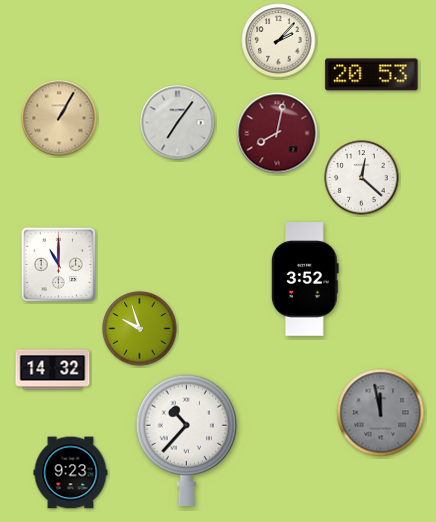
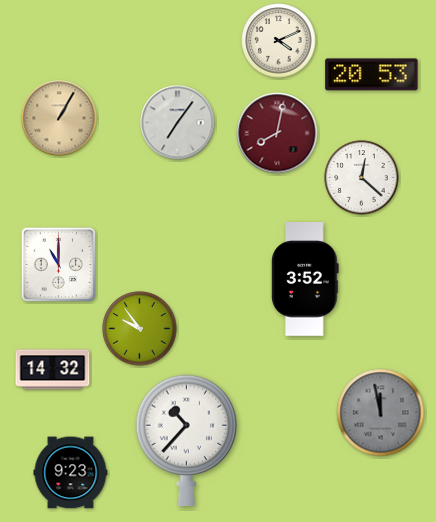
clock at (279, 41): 2:07 -> 4:11
clock at (140, 329): 9:57 -> 9:54
